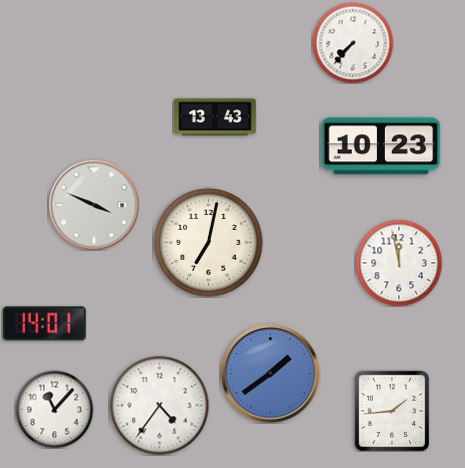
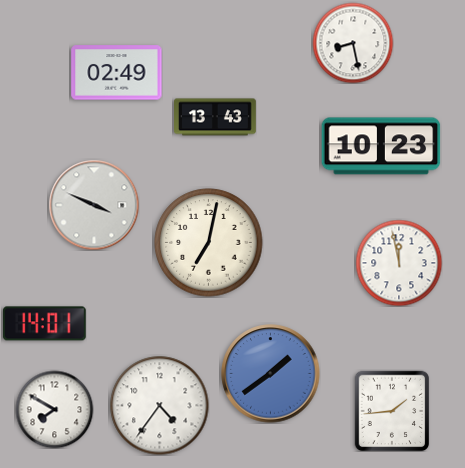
clock at (353, 43): 7:37 -> 8:28
clock at (117, 73): none -> 02:49
clock at (54, 409): 11:07 -> 7:50
